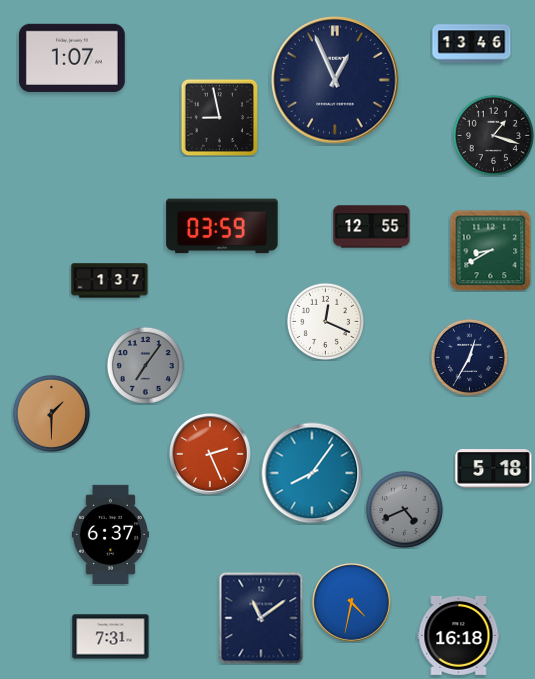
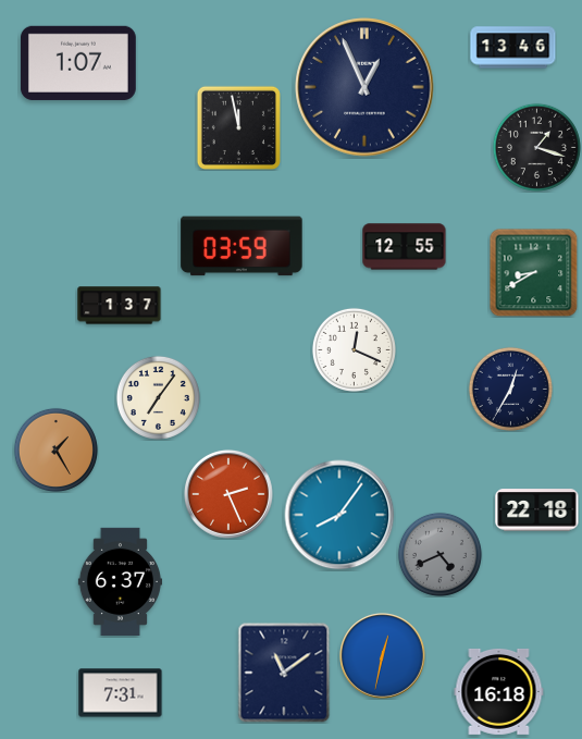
clock at (219, 117): 8:58 -> 11:58
clock at (145, 365) dial: grey -> cream
clock at (51, 413): 1:30 -> 1:25
clock at (494, 469): 5:18 -> 22:18
clock at (352, 603): 4:32 -> 12:32
